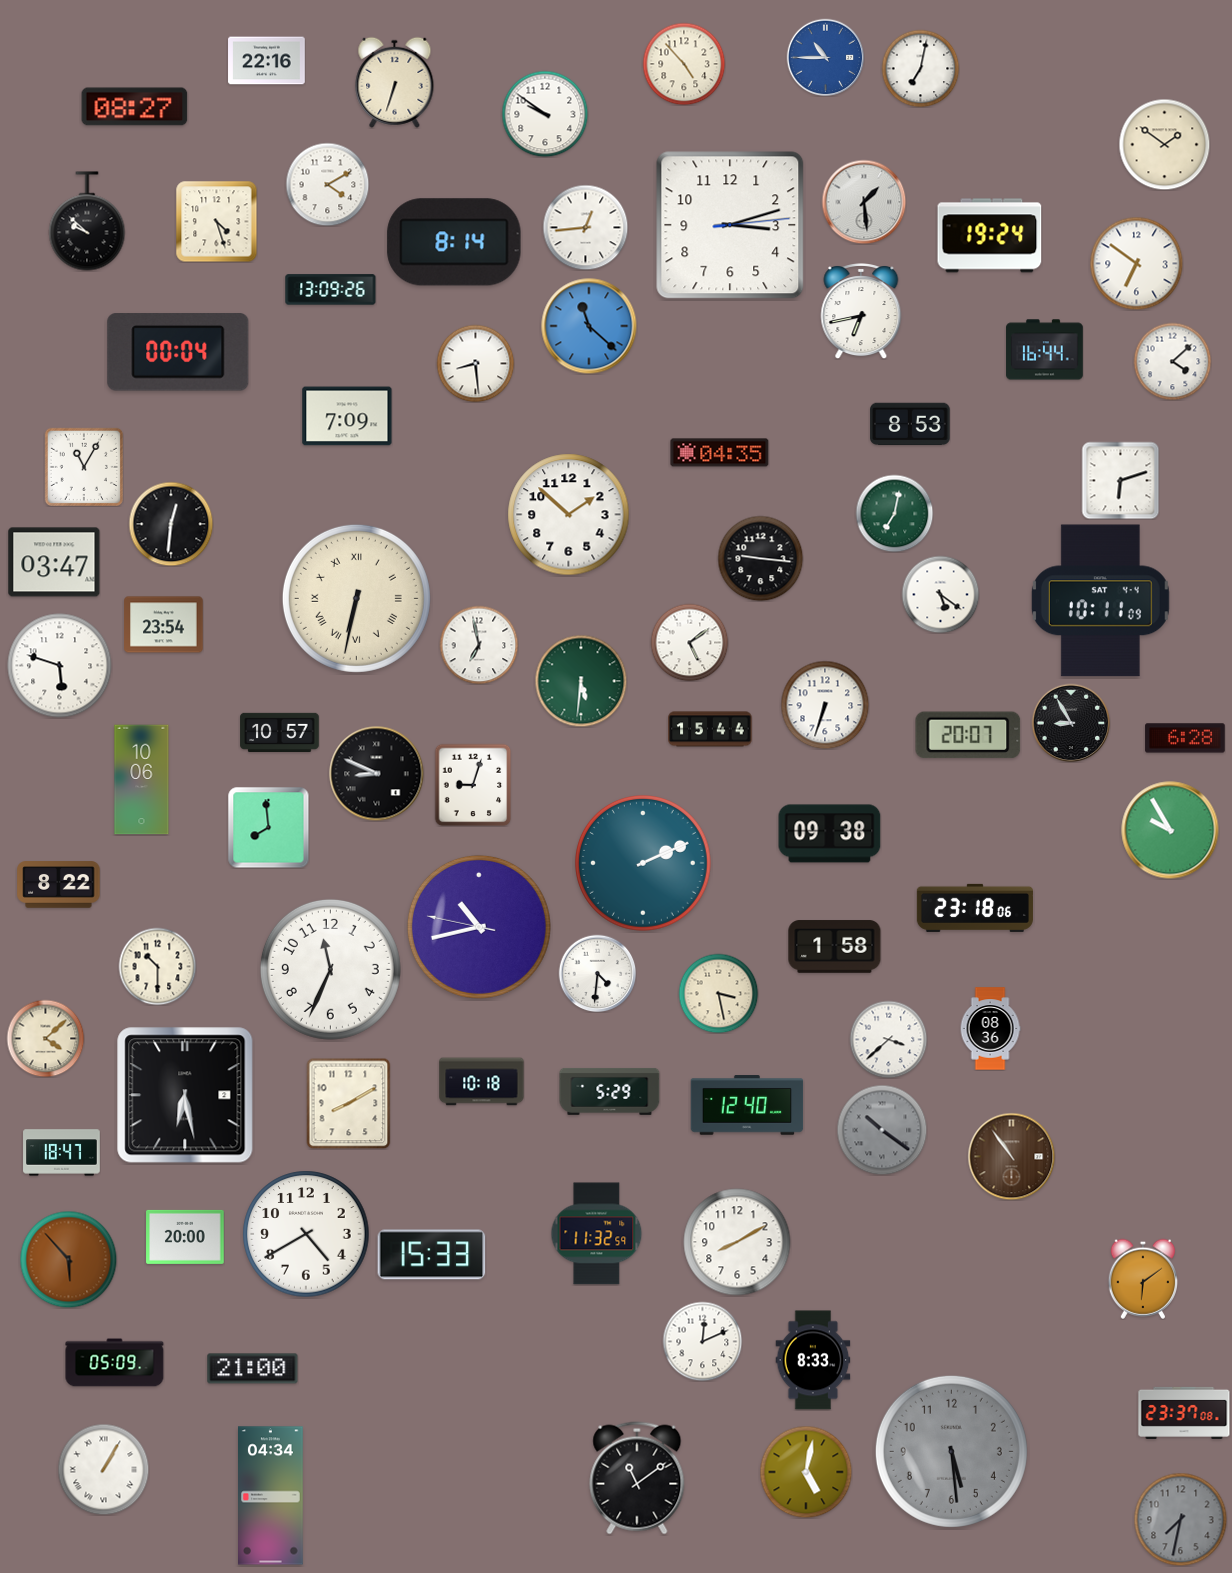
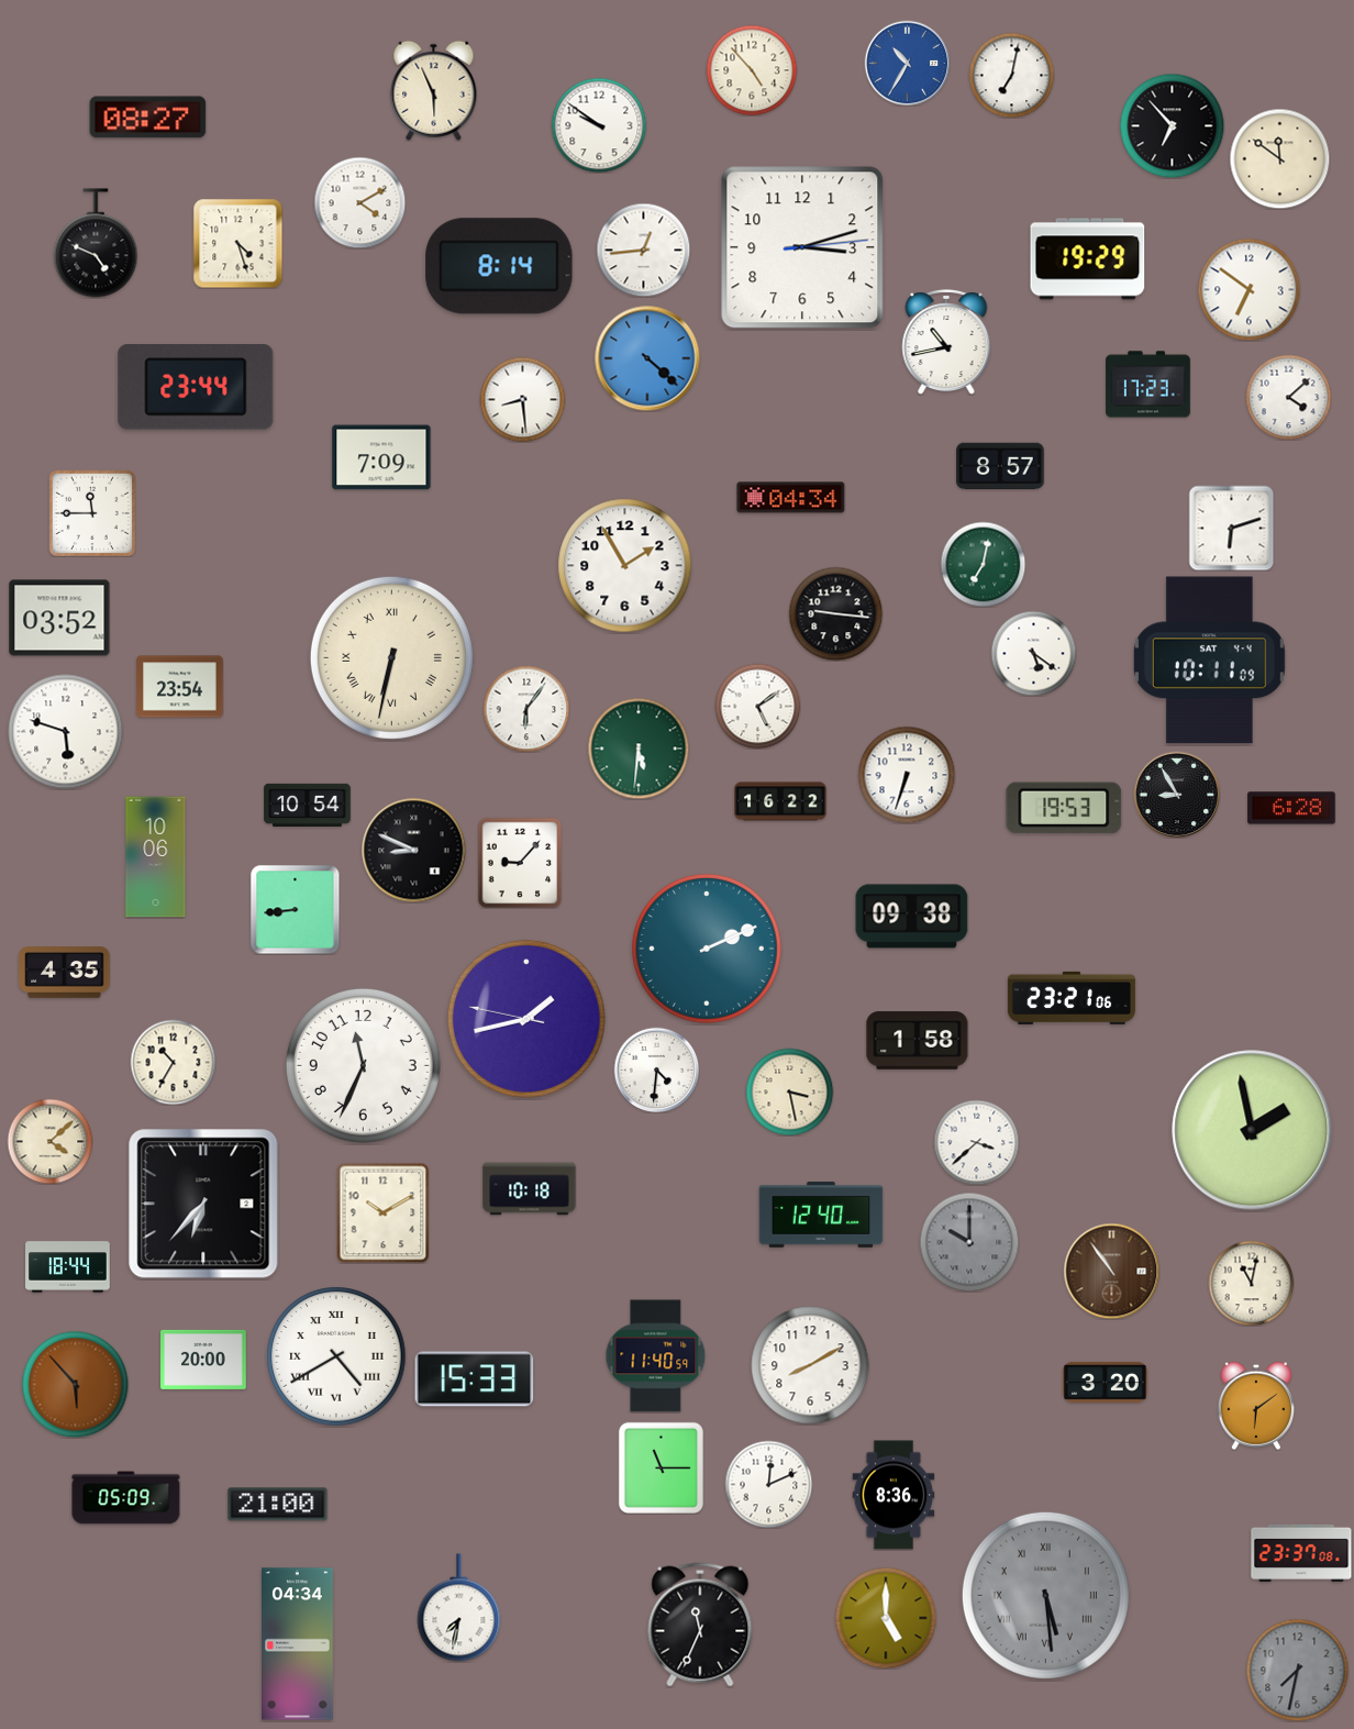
clock at (825, 57): 10:45 -> 10:35
clock at (267, 61): 22:16 -> none
clock at (395, 82): 6:33 -> 5:56
clock at (1172, 125): none -> 6:53
clock at (1164, 144): 1:51 -> 11:51
clock at (864, 202): 1:29 -> none
clock at (87, 221): 9:52 -> 4:49
clock at (990, 236): 19:24 -> 19:29
clock at (331, 290): 13:09 -> none
clock at (861, 312): 6:43 -> 10:43
clock at (589, 326): 11:22 -> 4:22
clock at (1045, 350): 16:44 -> 17:23
clock at (178, 352): 00:04 -> 23:44
clock at (910, 424): 8:53 -> 8:57
clock at (720, 453): 04:35 -> 04:34
clock at (84, 467): 11:05 -> 11:45
clock at (569, 515): 1:52 -> 1:55
clock at (171, 524): 12:31 -> none
clock at (54, 562): 03:47 -> 03:52
clock at (479, 645): 6:58 -> 6:06
clock at (710, 729): 15:44 -> 16:22
clock at (280, 732): 10:57 -> 10:54
clock at (968, 735): 20:07 -> 19:53
clock at (1185, 738) position: (1185, 738) -> (1291, 808)
clock at (473, 785): 9:03 -> 9:07
clock at (268, 828): 7:59 -> 8:44
clock at (1170, 830): 9:55 -> none
clock at (59, 885): 8:22 -> 4:35
clock at (975, 908): 23:18 -> 23:21
clock at (479, 927): 10:42 -> 1:42
clock at (157, 966): 10:30 -> 10:35
clock at (1252, 1130): none -> 1:58
clock at (990, 1029): 08:36 -> none
clock at (610, 1091): 5:29 -> none
clock at (185, 1095): 6:28 -> 6:37
clock at (349, 1103): 8:10 -> 10:10
clock at (882, 1130): 10:21 -> 10:00
clock at (62, 1153): 18:47 -> 18:44
clock at (1251, 1283): none -> 11:02
clock at (306, 1234) numerals: Arabic -> Roman
clock at (597, 1234): 11:32 -> 11:40
clock at (1106, 1382): none -> 3:20
clock at (661, 1467): none -> 11:15
clock at (702, 1341) position: (702, 1341) -> (768, 1484)
clock at (813, 1360): 8:33 -> 8:36
clock at (951, 1451) numerals: Arabic -> Roman
clock at (459, 1608): none -> 7:32
clock at (103, 1469): 1:05 -> none
clock at (806, 1472): 5:02 -> 5:00
clock at (637, 1478): 11:09 -> 11:34
